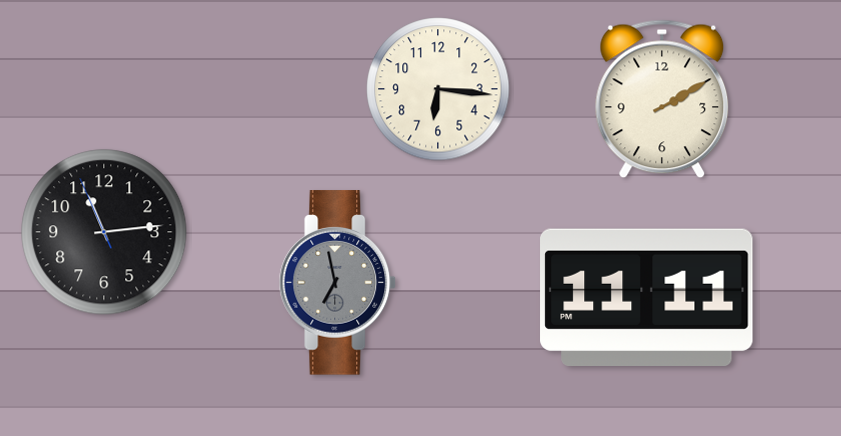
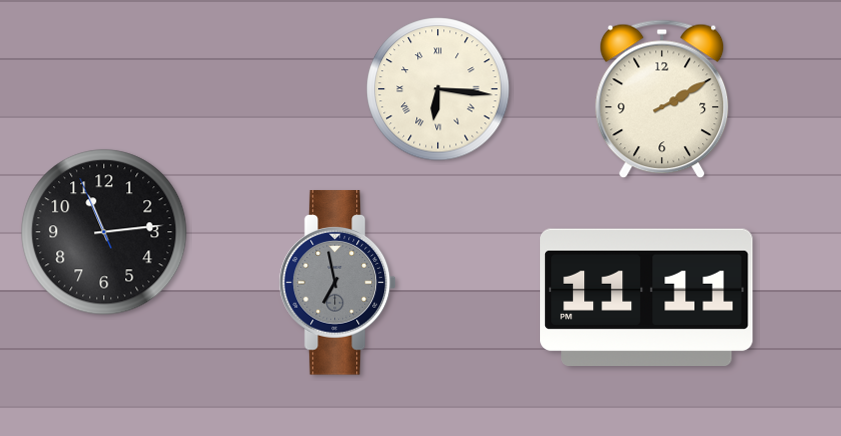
clock at (438, 89) numerals: Arabic -> Roman
